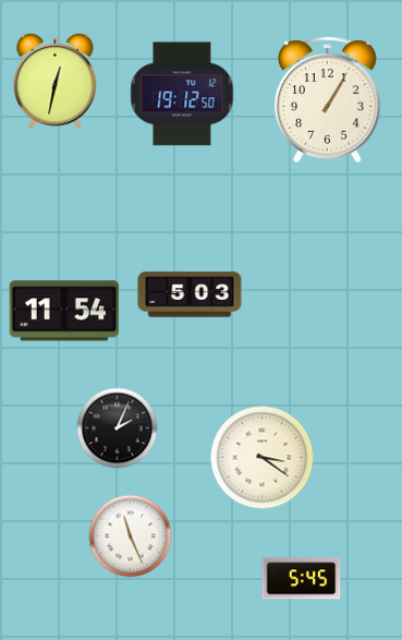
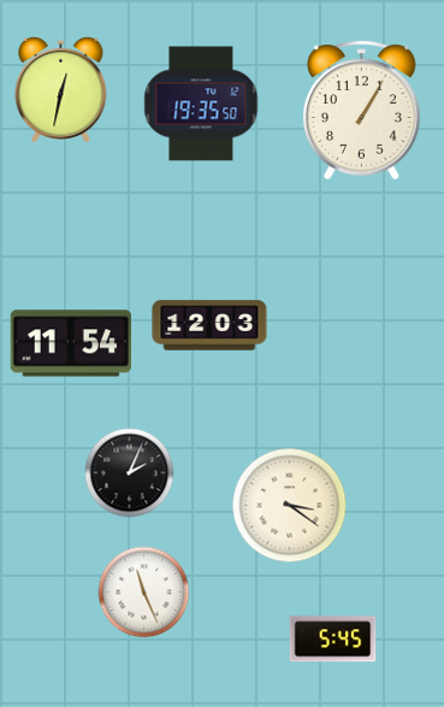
clock at (182, 94): 19:12 -> 19:35
clock at (190, 294): 5:03 -> 12:03
